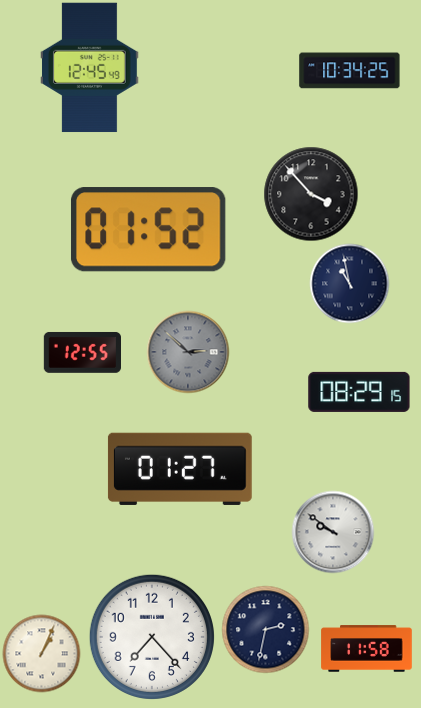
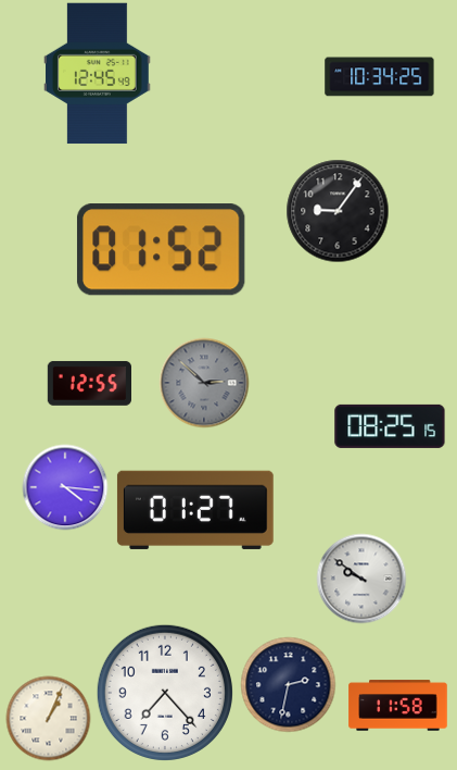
clock at (311, 194): 3:53 -> 9:06
clock at (349, 283): 10:58 -> none
clock at (359, 392): 08:29 -> 08:25
clock at (65, 487): none -> 4:16
clock at (41, 653) position: (41, 653) -> (48, 718)
